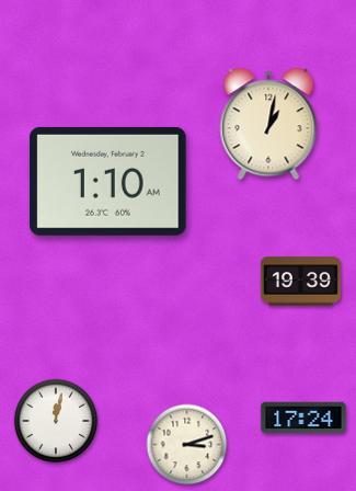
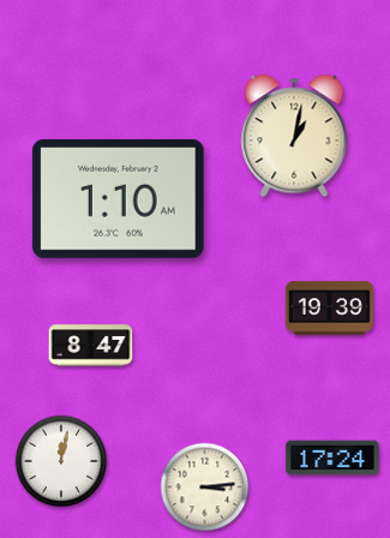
clock at (91, 346): none -> 8:47
clock at (187, 445): 3:12 -> 3:14
